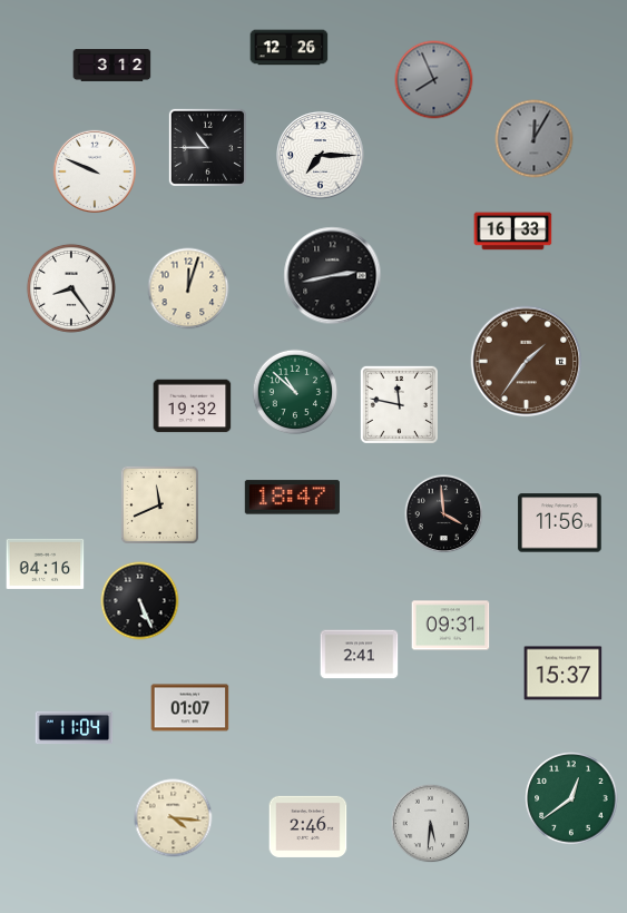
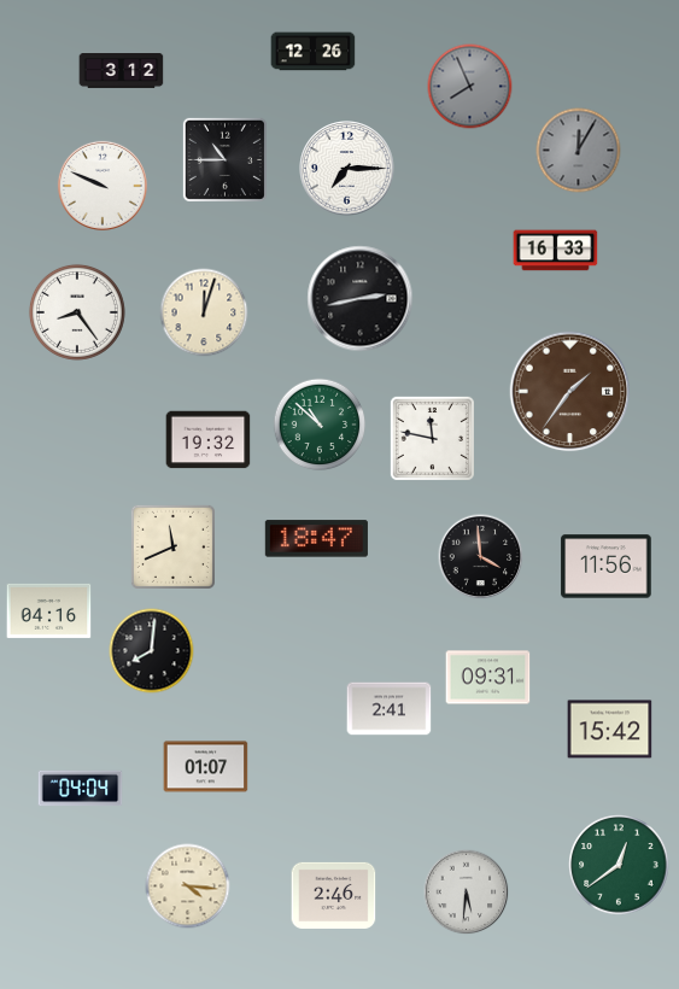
clock at (140, 601): 5:26 -> 8:01
clock at (564, 674): 15:37 -> 15:42
clock at (75, 728): 11:04 -> 04:04
